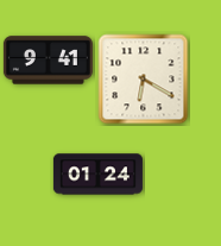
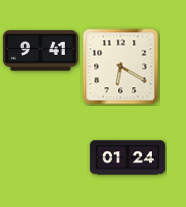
clock at (97, 175) position: (97, 175) -> (127, 158)
